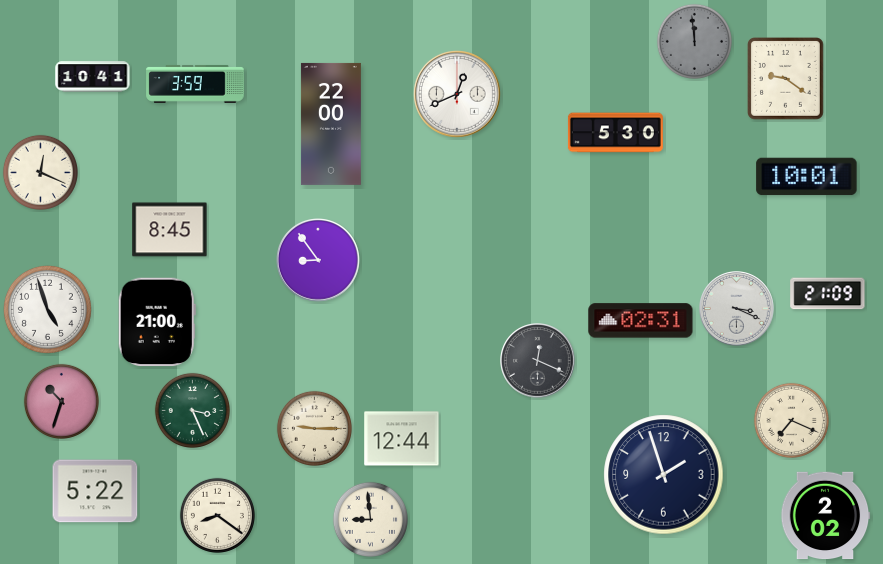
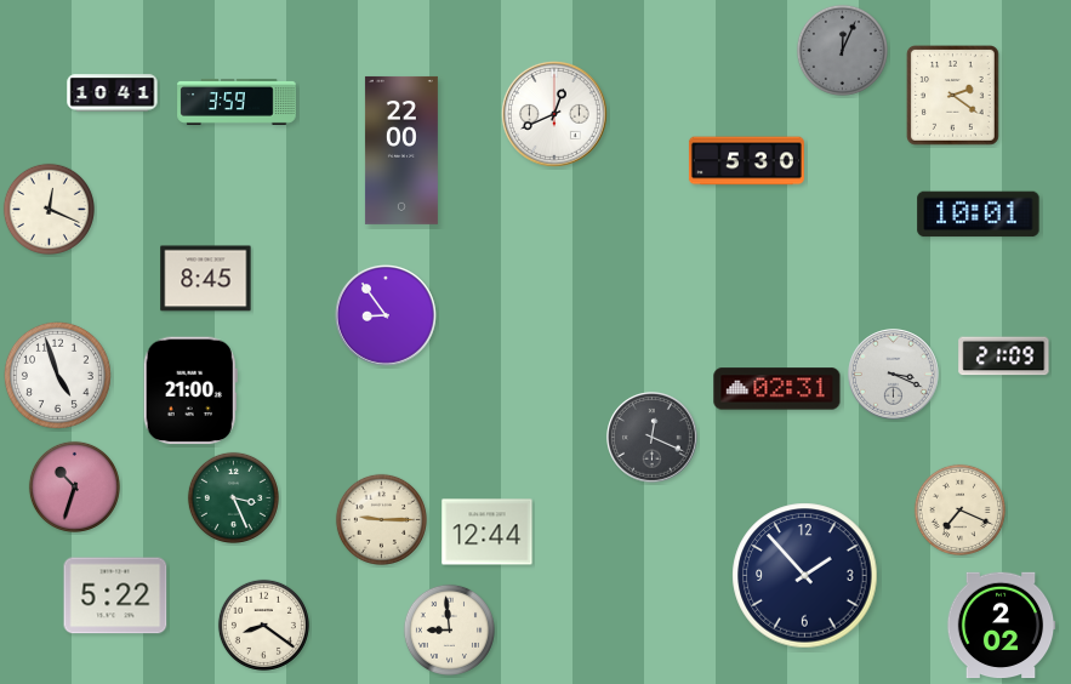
clock at (694, 41): 11:59 -> 12:04
clock at (786, 79): 9:21 -> 2:21
clock at (664, 475): 1:57 -> 1:53
